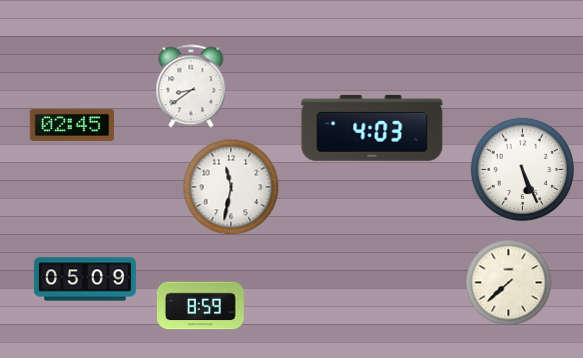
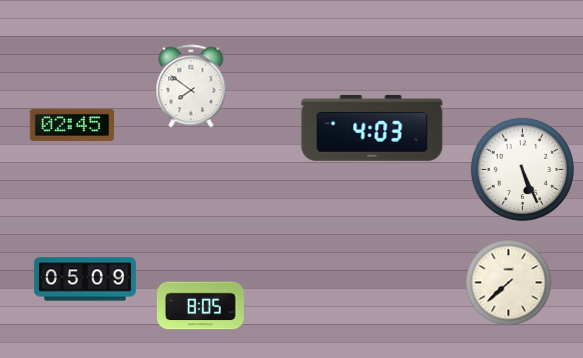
clock at (191, 86): 8:39 -> 7:51
clock at (231, 187): 11:32 -> none
clock at (200, 306): 8:59 -> 8:05
